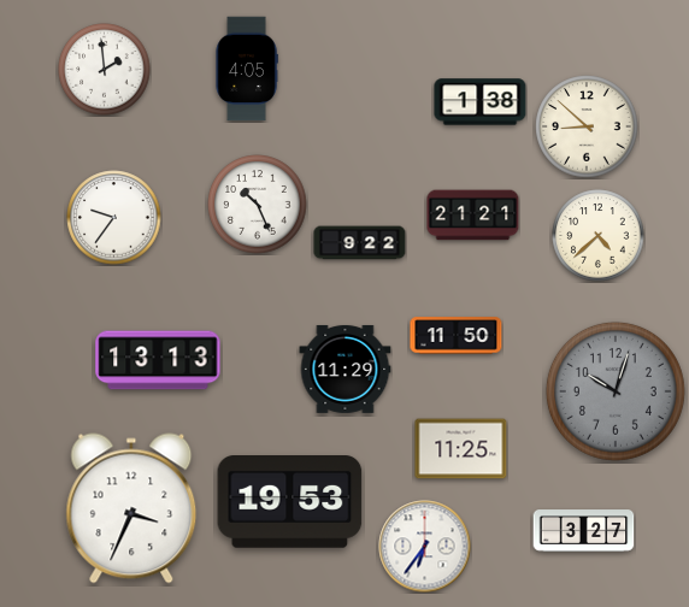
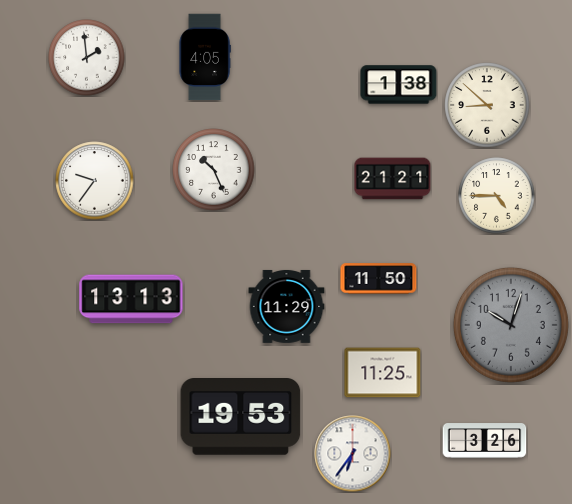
clock at (599, 236): 4:38 -> 4:45
clock at (360, 243): 9:22 -> none
clock at (131, 508): 3:34 -> none
clock at (584, 531): 3:27 -> 3:26
